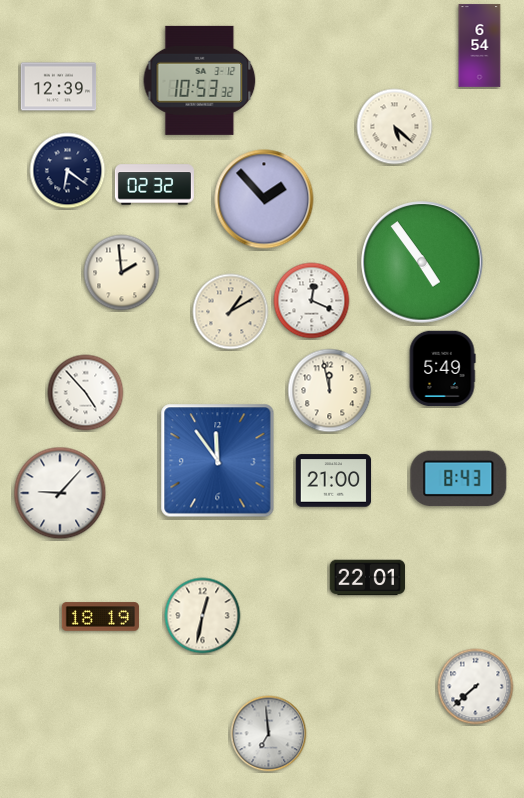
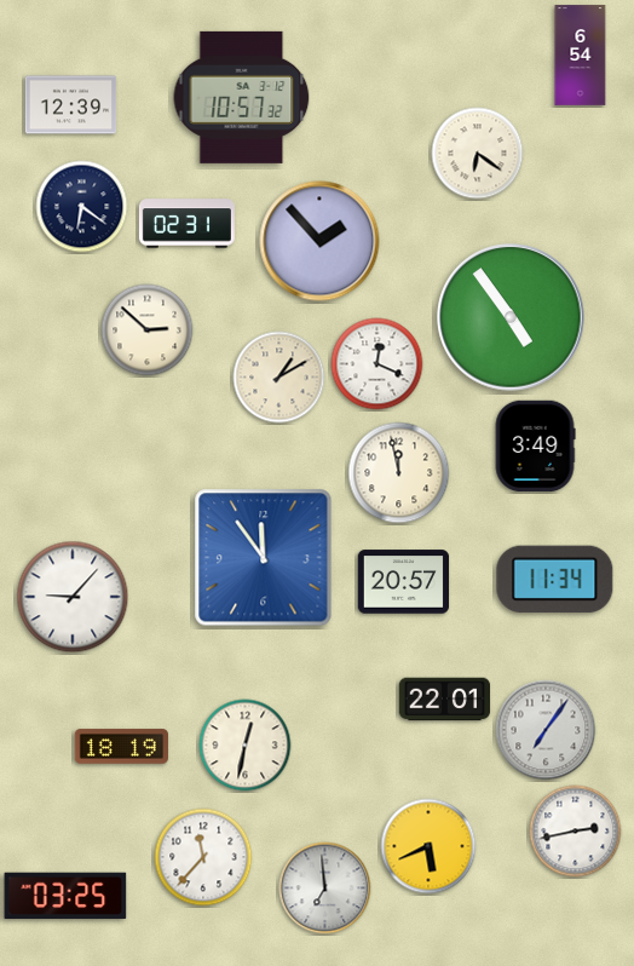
clock at (200, 80): 10:53 -> 10:57
clock at (395, 127): 5:22 -> 6:21
clock at (154, 185): 02:32 -> 02:31
clock at (122, 273): 1:59 -> 2:52
clock at (442, 369): 5:49 -> 3:49
clock at (86, 393): 4:53 -> none
clock at (459, 479): 8:43 -> 11:34
clock at (334, 481): 21:00 -> 20:57
clock at (546, 730): none -> 7:06
clock at (476, 687): 7:38 -> 2:43
clock at (428, 846): none -> 5:41
clock at (203, 857): none -> 11:37
clock at (65, 896): none -> 03:25
